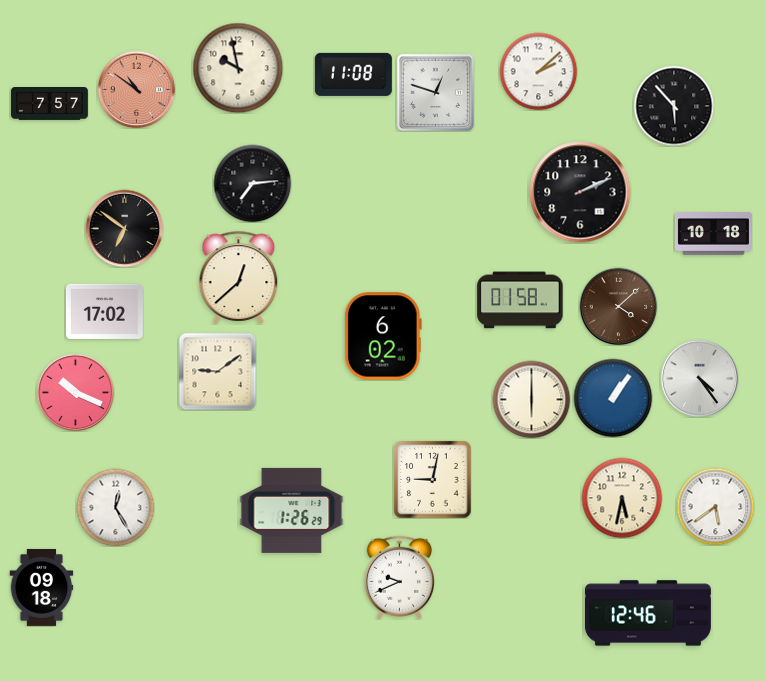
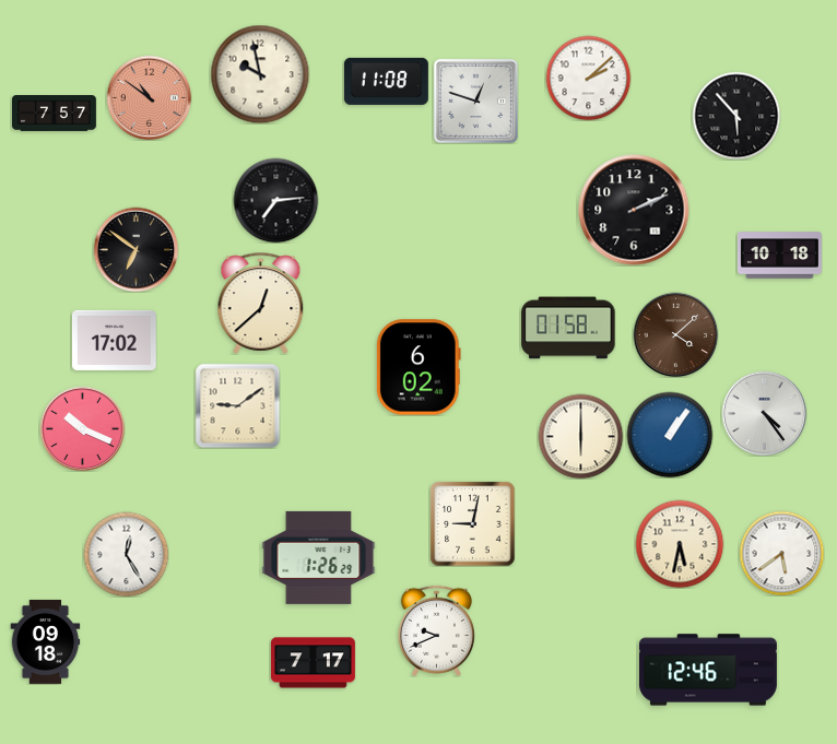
clock at (313, 663): none -> 7:17
